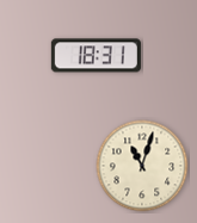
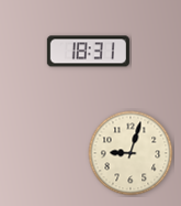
clock at (142, 166): 11:03 -> 9:03
